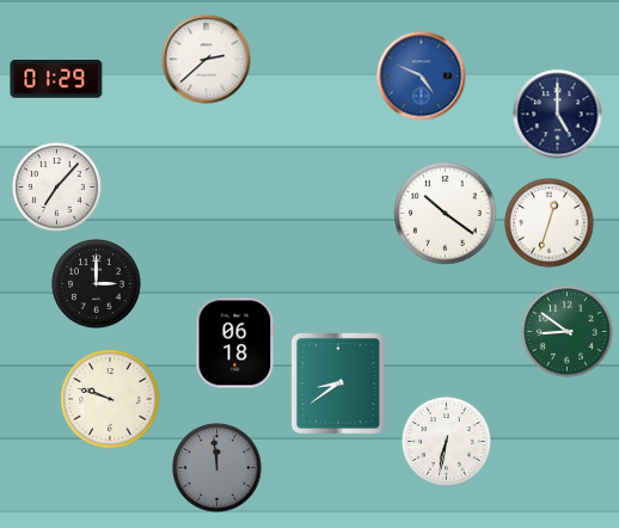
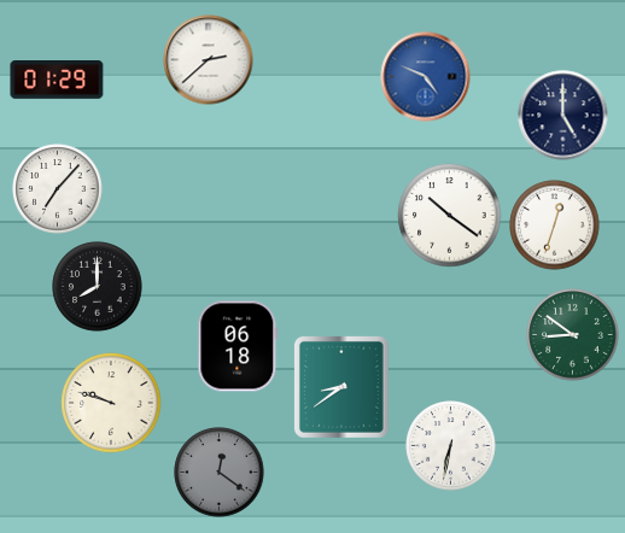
clock at (97, 284): 3:00 -> 8:00
clock at (217, 468): 11:59 -> 12:21
